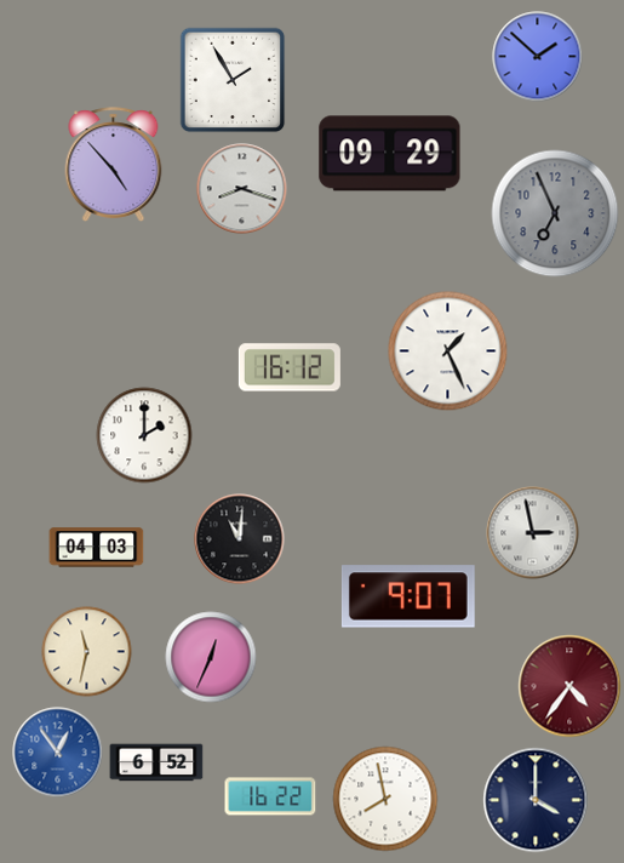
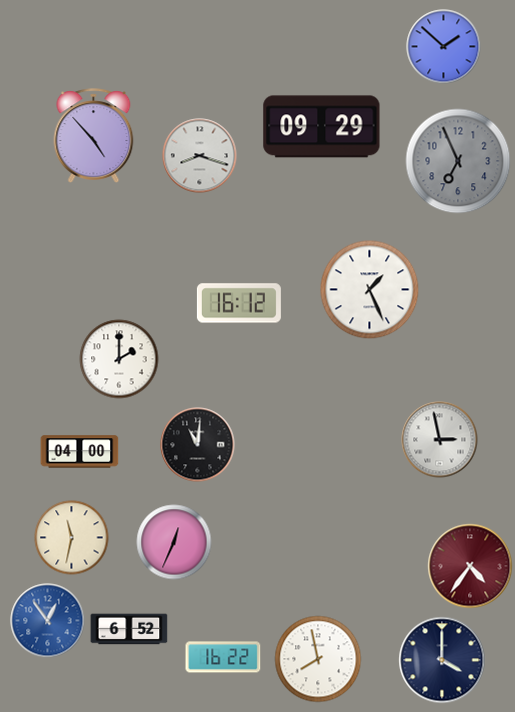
clock at (233, 80): 1:55 -> none
clock at (555, 213) position: (555, 213) -> (458, 161)
clock at (97, 548): 04:03 -> 04:00
clock at (408, 596): 9:07 -> none
